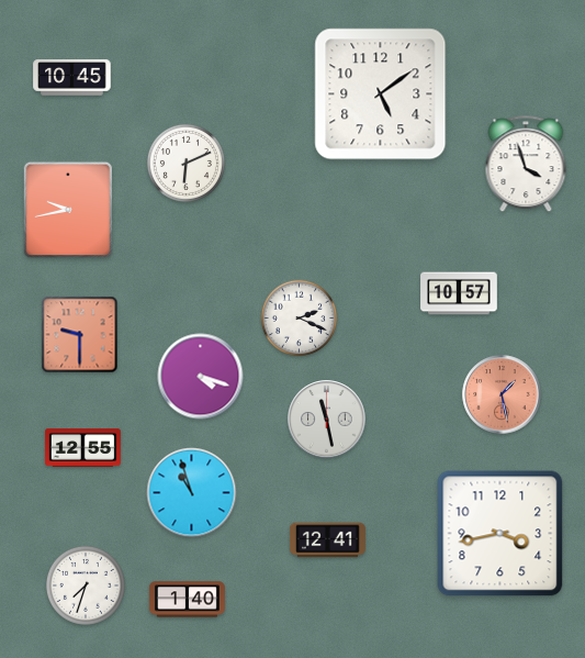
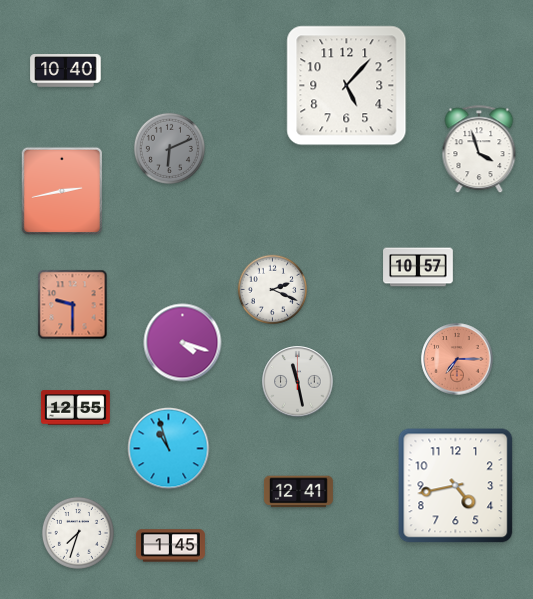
clock at (72, 78): 10:45 -> 10:40
clock at (381, 94): 5:09 -> 5:07
clock at (185, 163) dial: white -> grey
clock at (67, 209): 9:43 -> 2:43
clock at (502, 394): 1:28 -> 7:15
clock at (192, 493) position: (192, 493) -> (169, 449)
clock at (500, 534): 3:43 -> 4:43
clock at (187, 600): 1:40 -> 1:45
